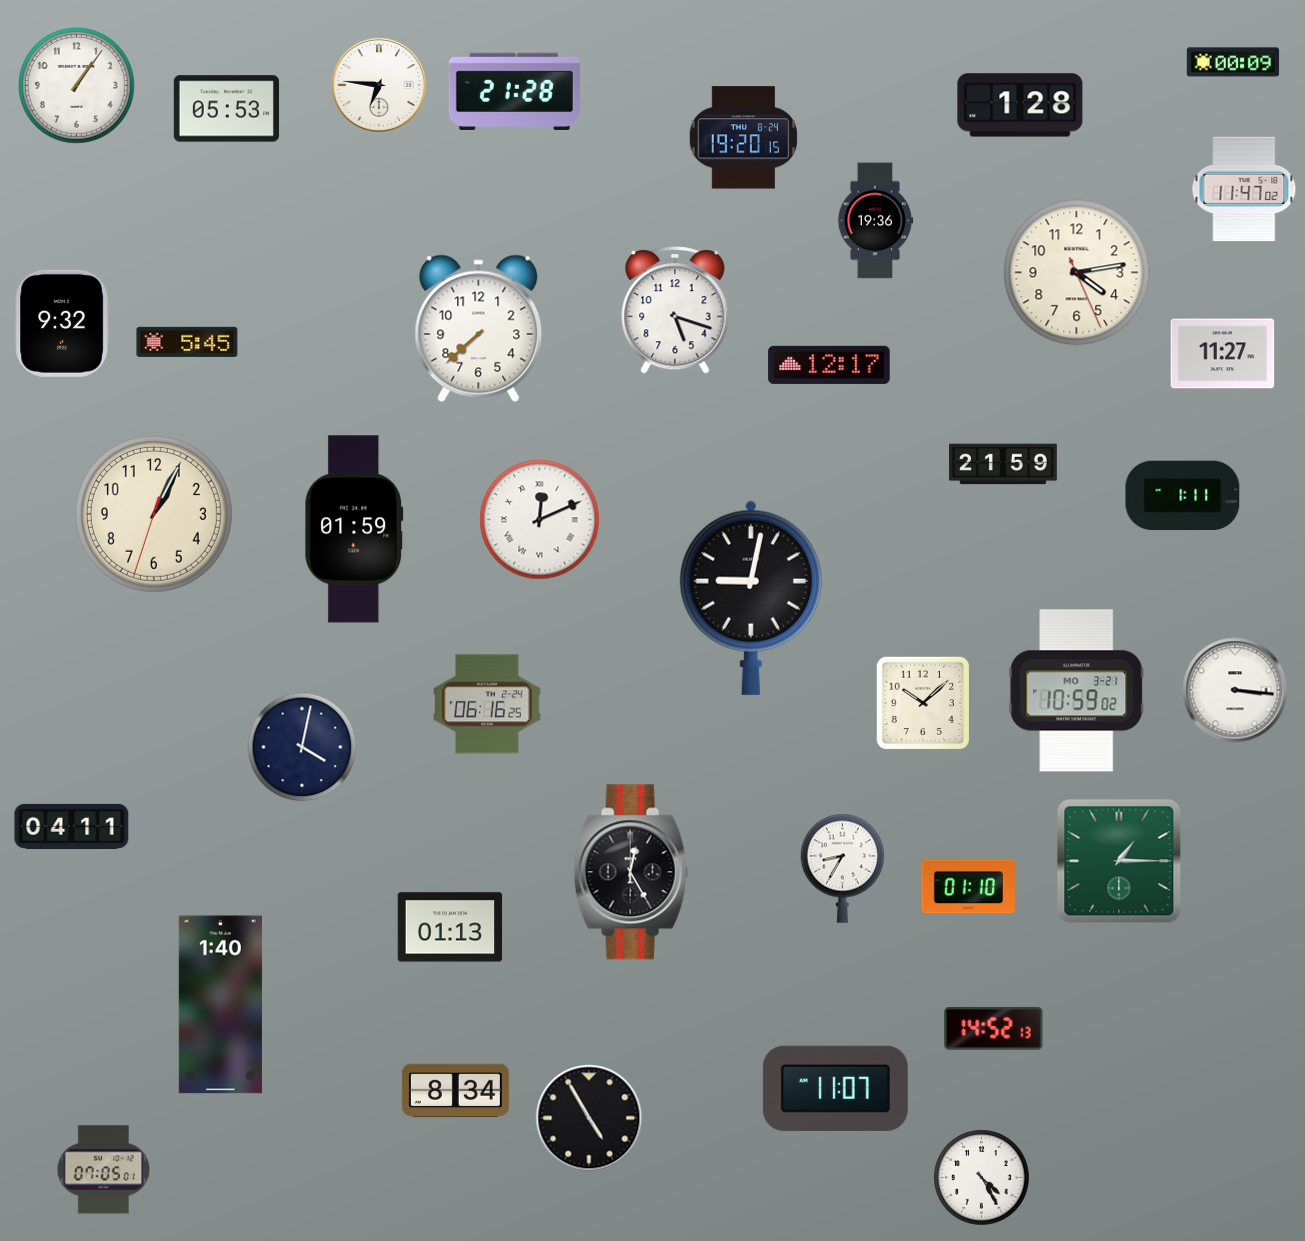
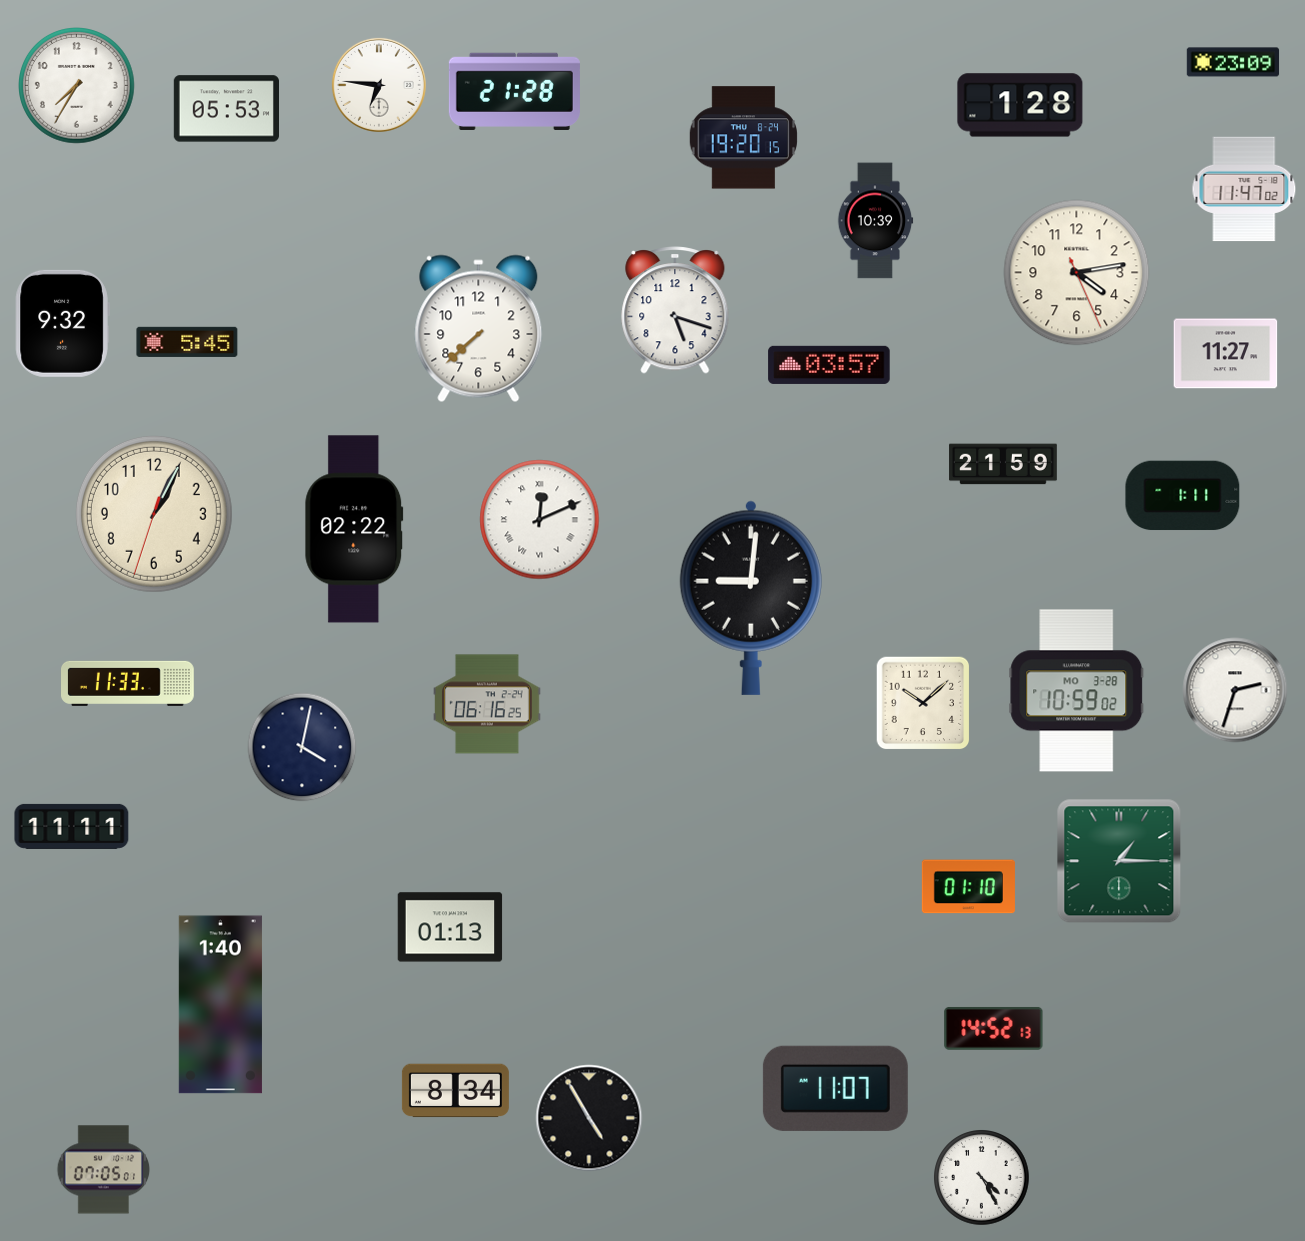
clock at (1233, 62): 00:09 -> 23:09
clock at (77, 86): 1:06 -> 7:35
clock at (875, 221): 19:36 -> 10:39
clock at (1223, 354) position: (1223, 354) -> (1226, 354)
clock at (829, 365): 12:17 -> 03:57
clock at (354, 529): 01:59 -> 02:22
clock at (751, 598): 9:02 -> 9:01
clock at (128, 683): none -> 11:33
clock at (1235, 690): 3:16 -> 2:33
clock at (1077, 691) date: MO 3-21 -> MO 3-28
clock at (72, 826): 04:11 -> 11:11
clock at (843, 868): 8:35 -> none
clock at (631, 872): 12:25 -> none
